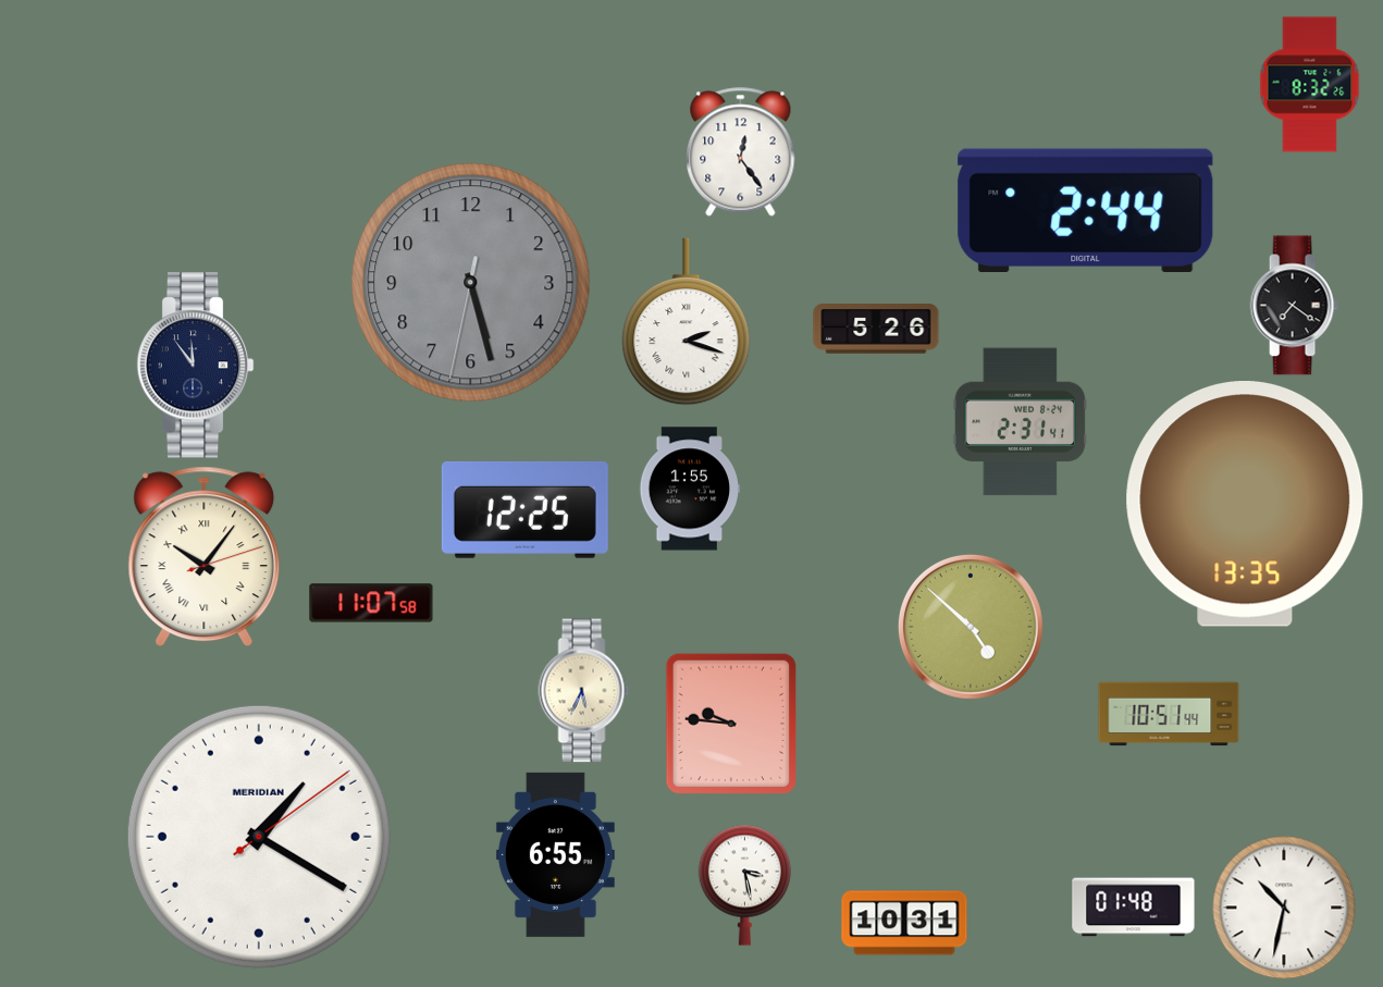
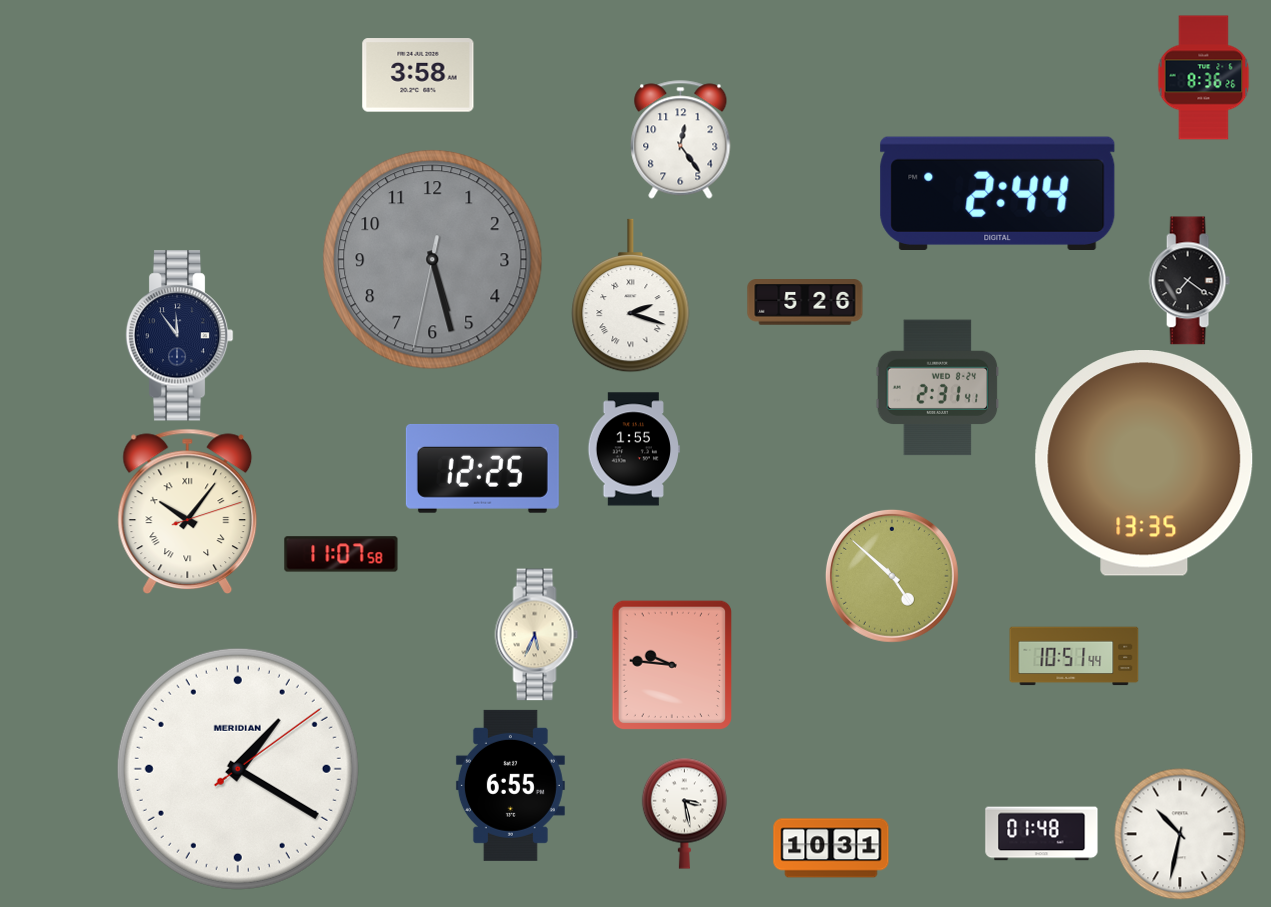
clock at (418, 75): none -> 3:58
clock at (1310, 85): 8:32 -> 8:36
